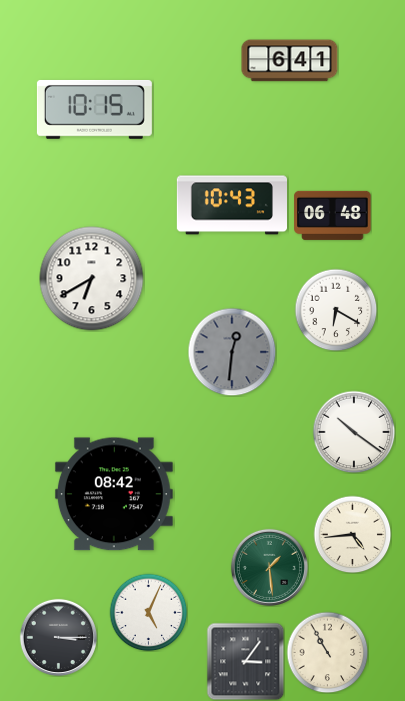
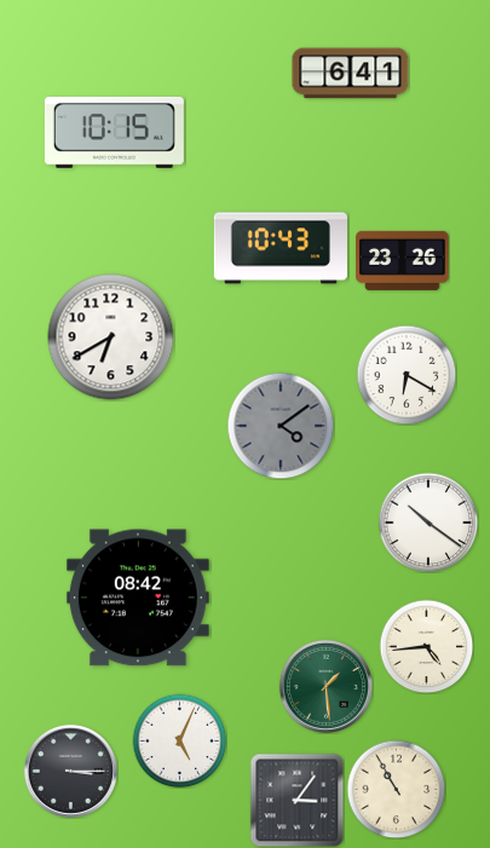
clock at (333, 215): 06:48 -> 23:26
clock at (232, 352): 12:31 -> 4:09
